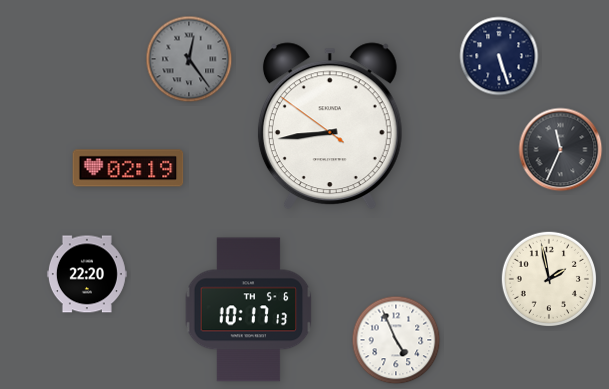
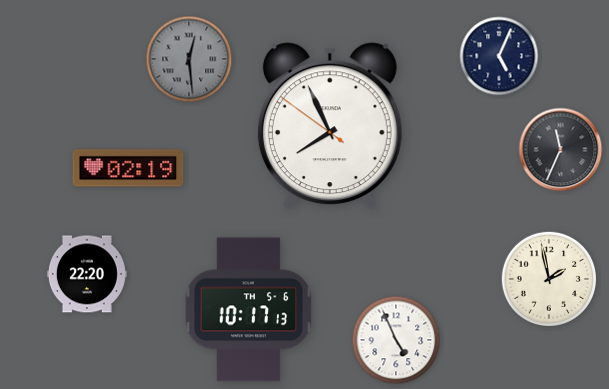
clock at (499, 56): 5:27 -> 5:04
clock at (189, 59): 12:24 -> 12:29
clock at (330, 126): 8:43 -> 7:55
